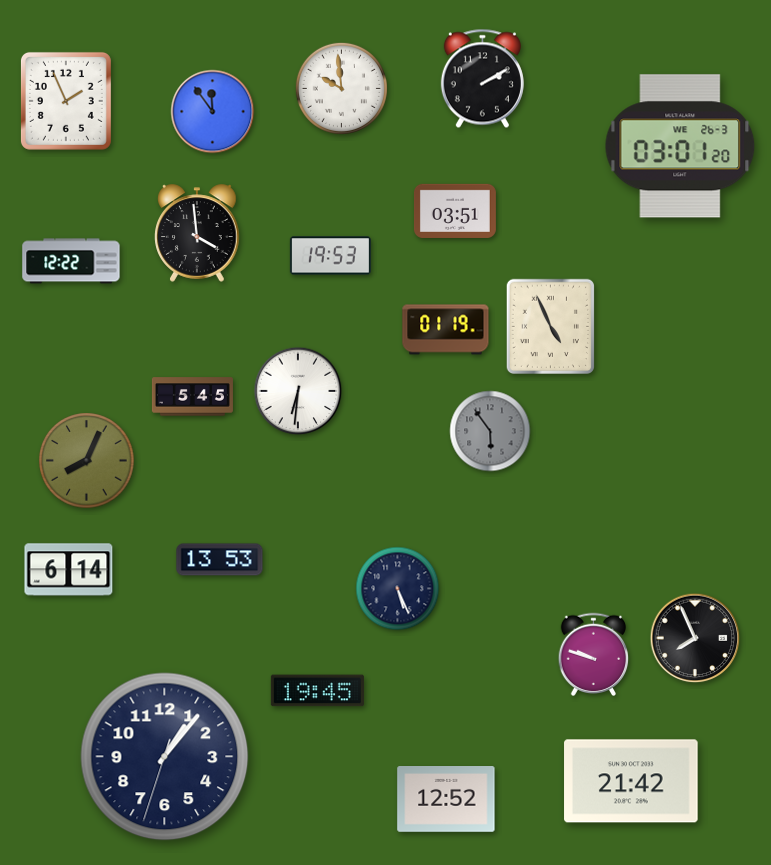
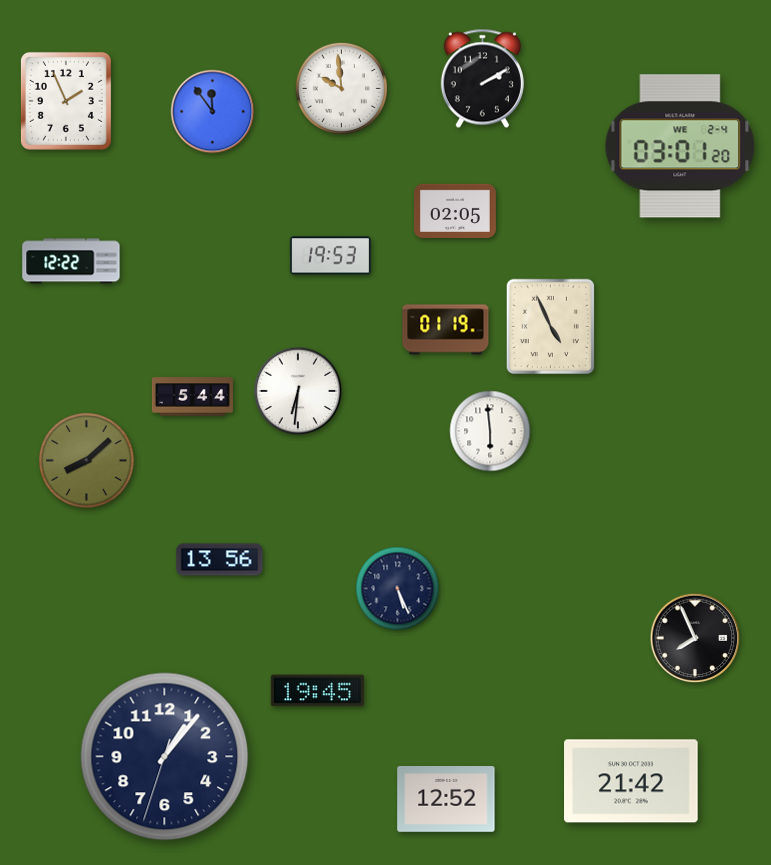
clock at (680, 146) date: WE 26-3 -> WE 2-4
clock at (455, 211): 03:51 -> 02:05
clock at (197, 233): 3:59 -> none
clock at (192, 397): 5:45 -> 5:44
clock at (490, 431): 5:54 -> 5:59
clock at (490, 431) dial: grey -> white
clock at (87, 461): 8:04 -> 8:08
clock at (220, 560): 13:53 -> 13:56
clock at (69, 570): 6:14 -> none
clock at (594, 654): 9:48 -> none
